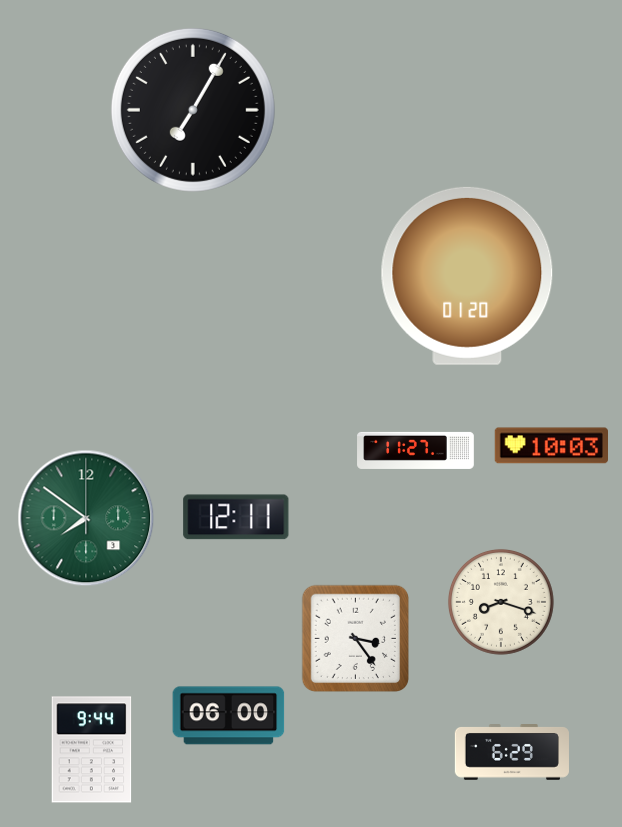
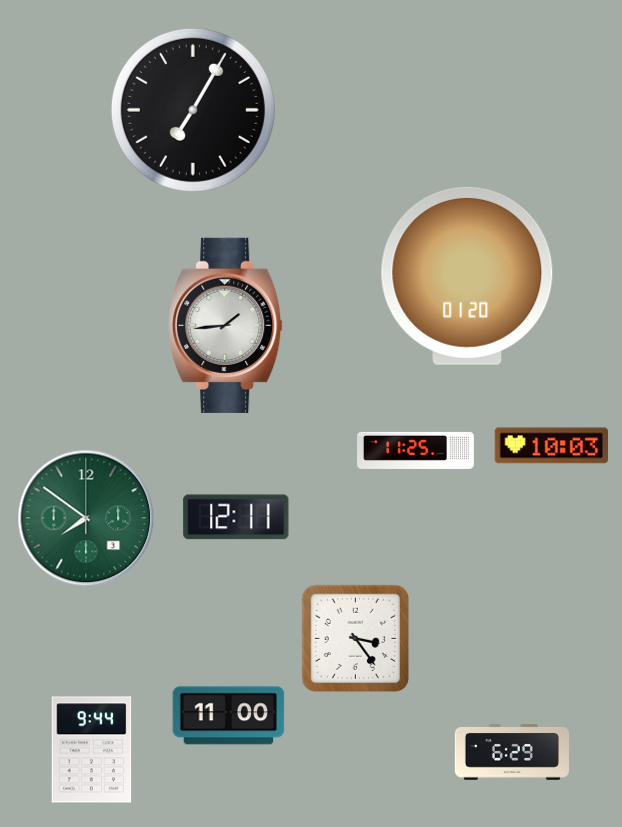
clock at (226, 325): none -> 1:44
clock at (416, 450): 11:27 -> 11:25
clock at (501, 602): 8:18 -> none
clock at (229, 716): 06:00 -> 11:00
